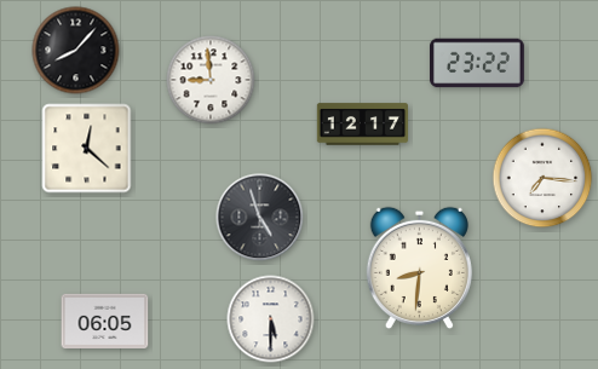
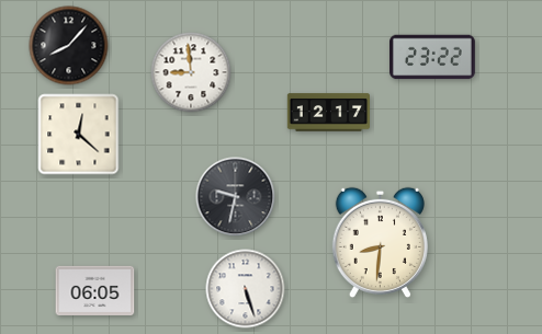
clock at (542, 178): 7:16 -> none
clock at (260, 218): 4:57 -> 9:32
clock at (271, 319): 5:30 -> 5:27
